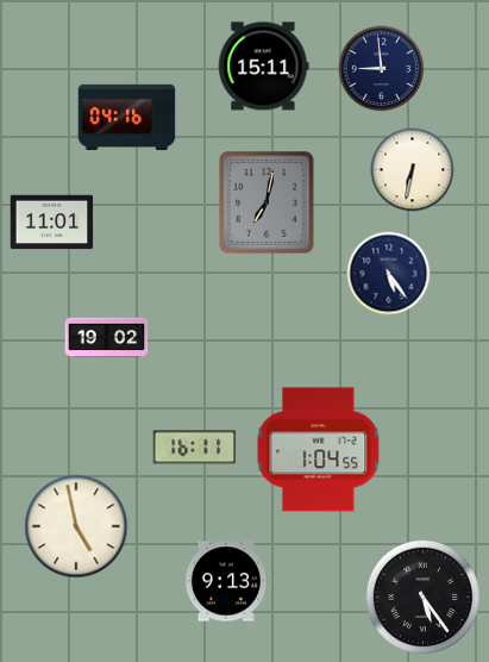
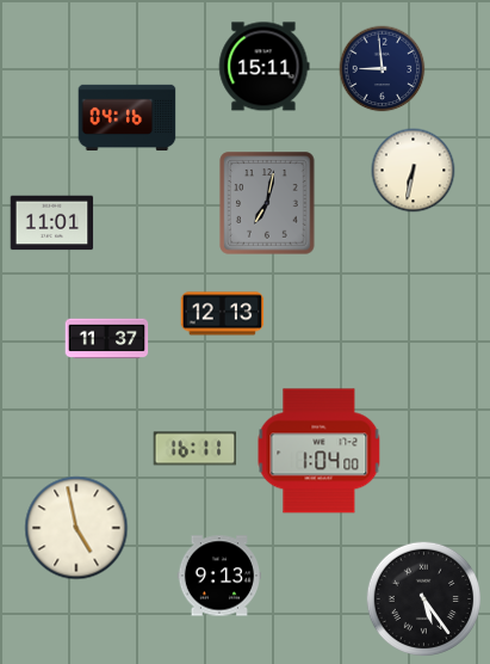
clock at (389, 274): 5:24 -> none
clock at (223, 314): none -> 12:13
clock at (107, 338): 19:02 -> 11:37
clock at (319, 450): 1:04:55 -> 1:04:00
clock at (225, 581) position: (225, 581) -> (218, 576)
